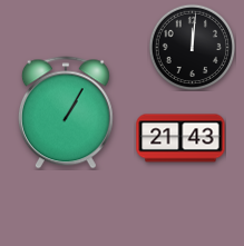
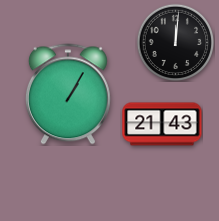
clock at (192, 47) position: (192, 47) -> (175, 42)
clock at (66, 112) position: (66, 112) -> (68, 94)
